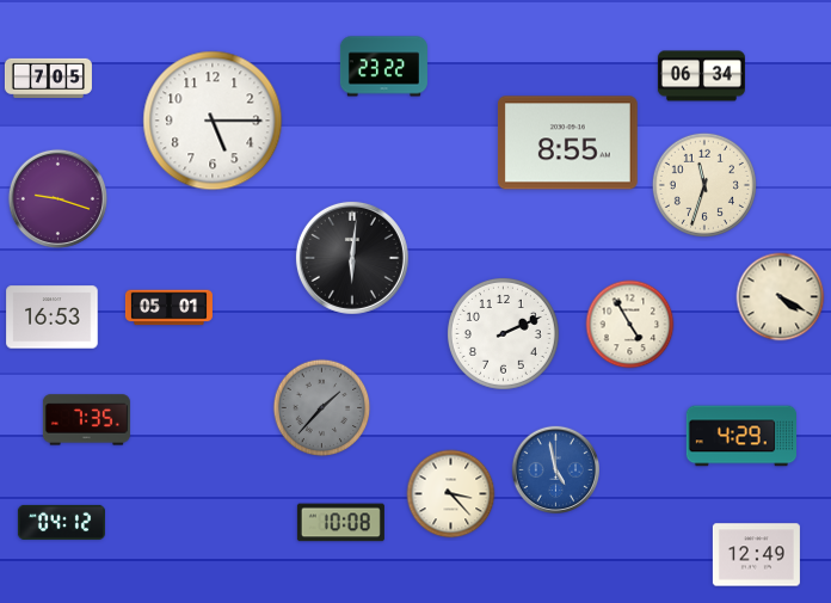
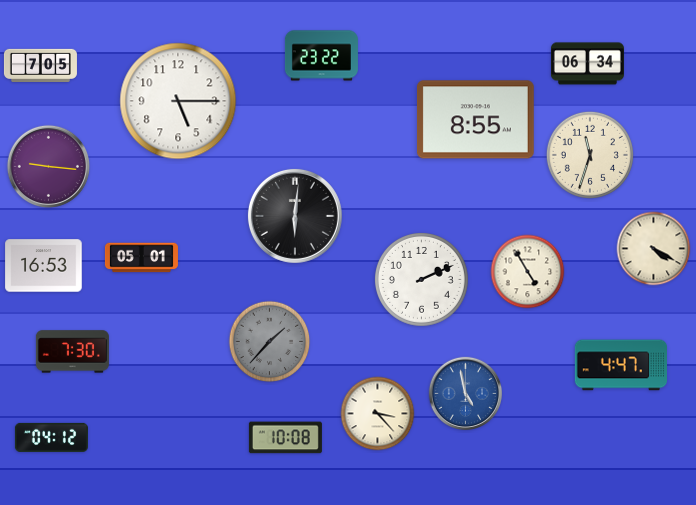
clock at (57, 198): 9:18 -> 9:16
clock at (86, 420): 7:35 -> 7:30
clock at (740, 436): 4:29 -> 4:47
clock at (756, 555): 12:49 -> none
